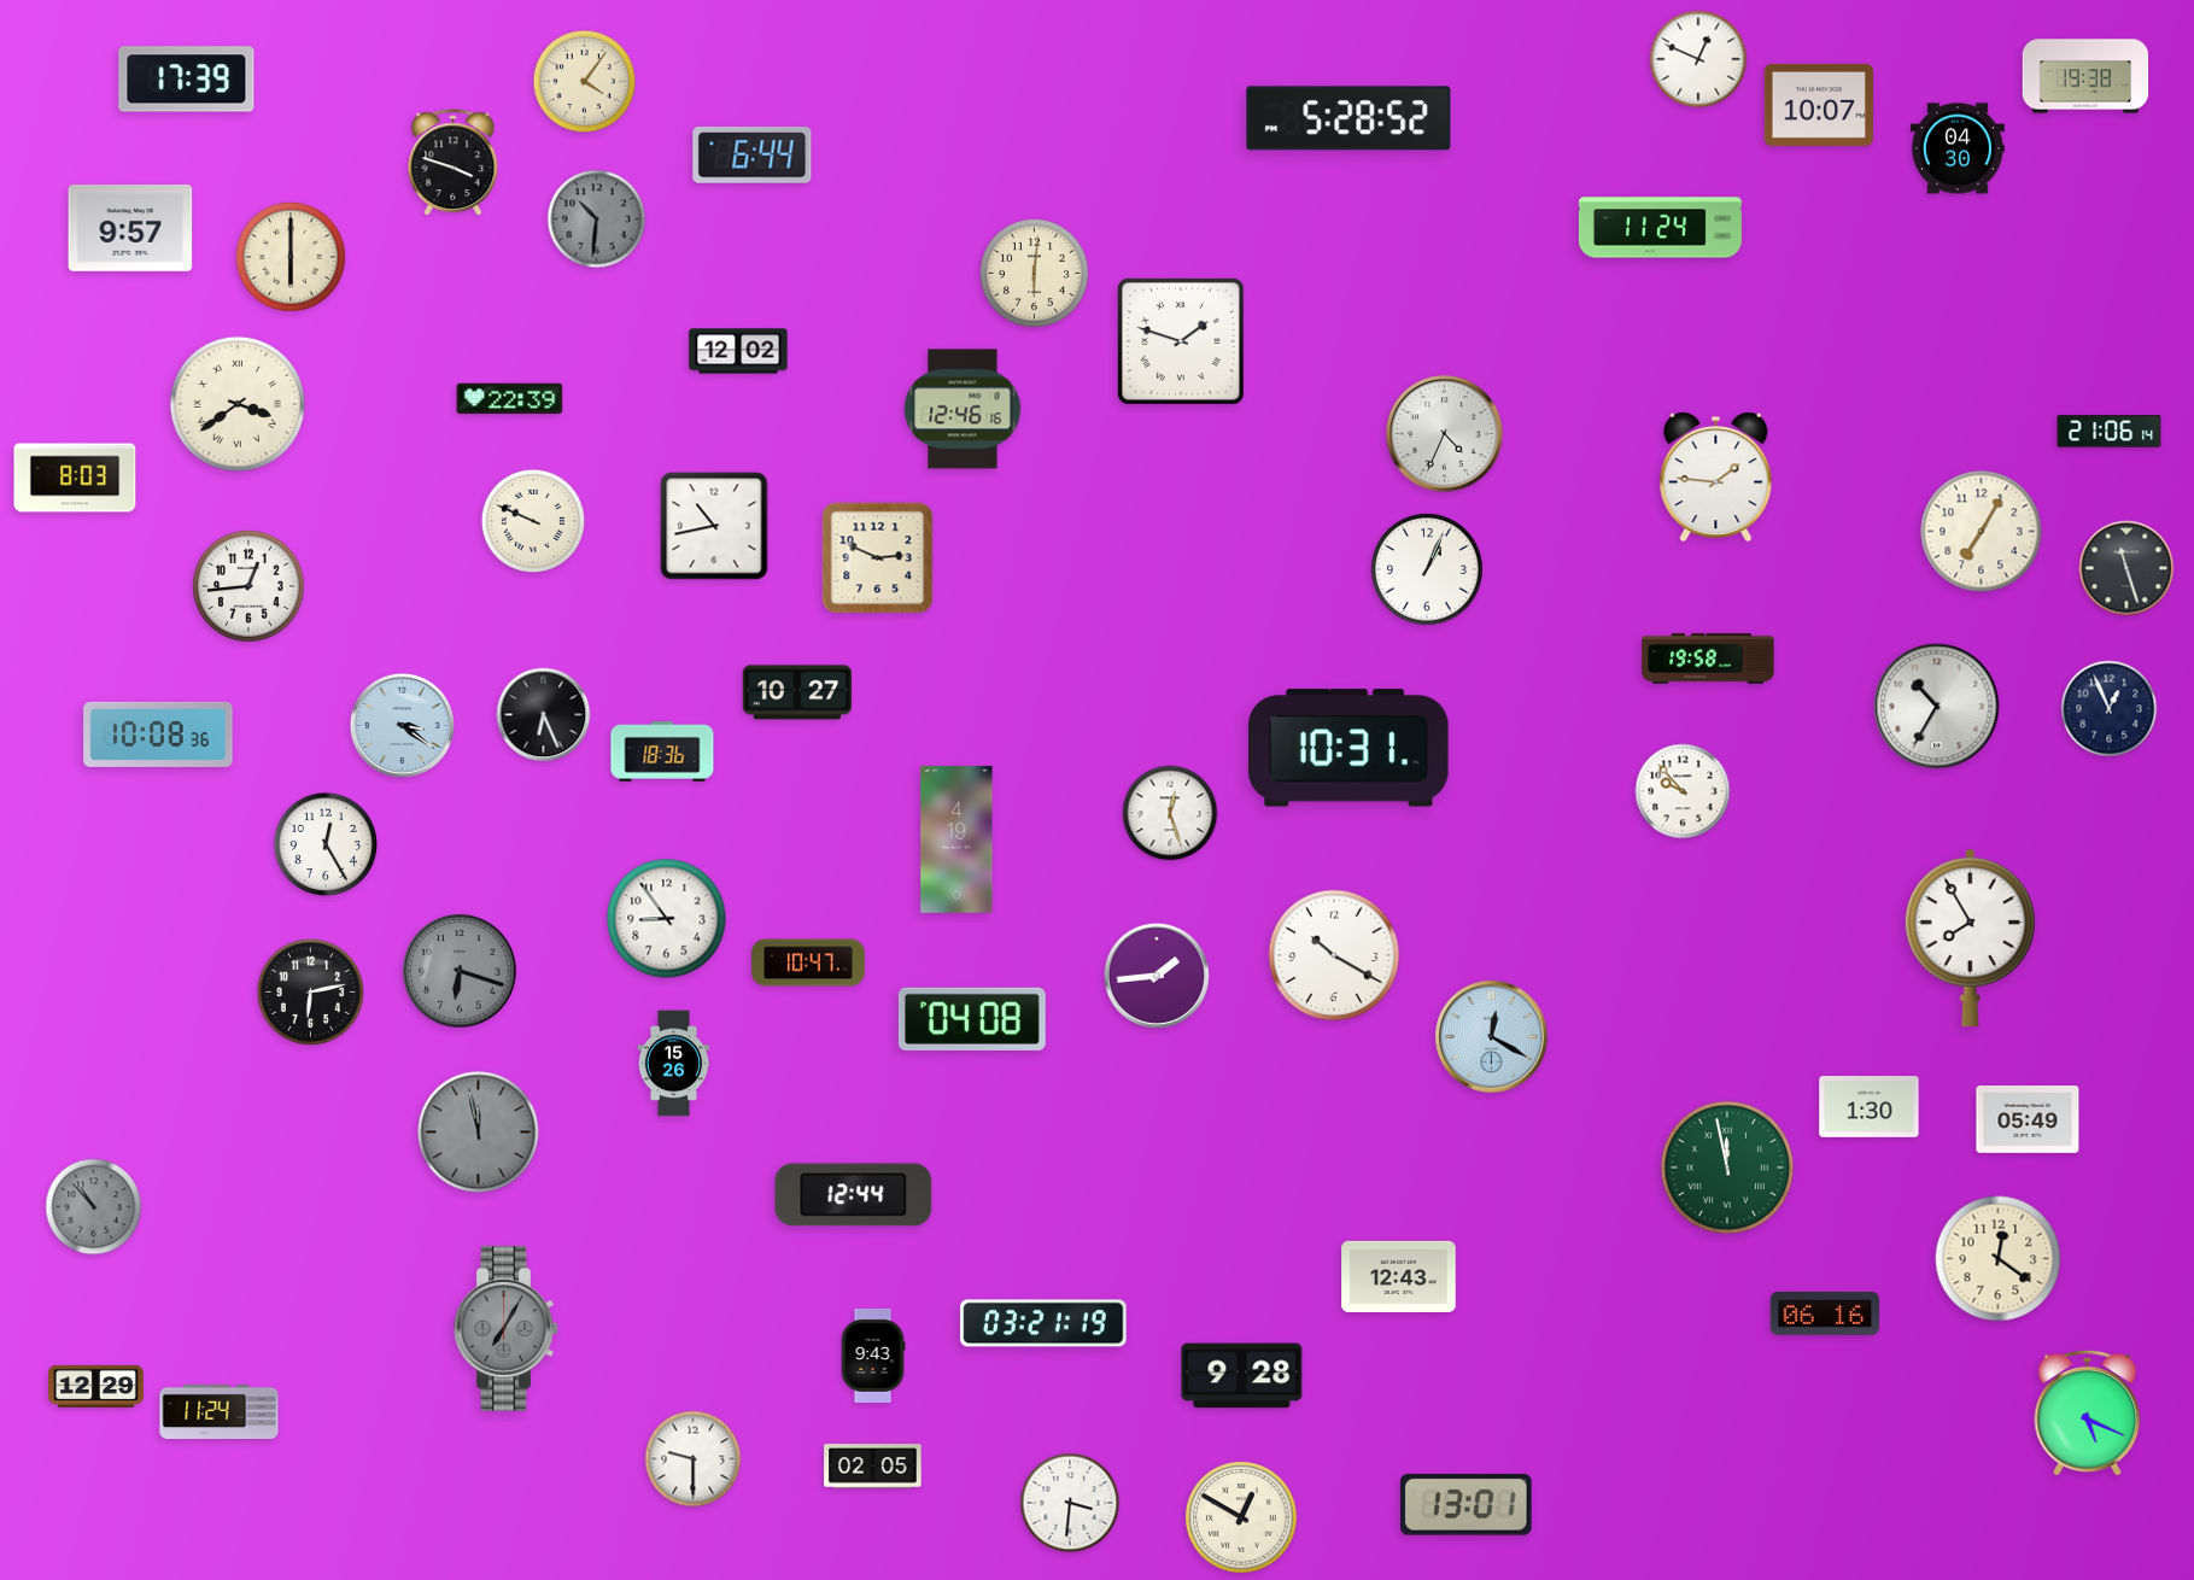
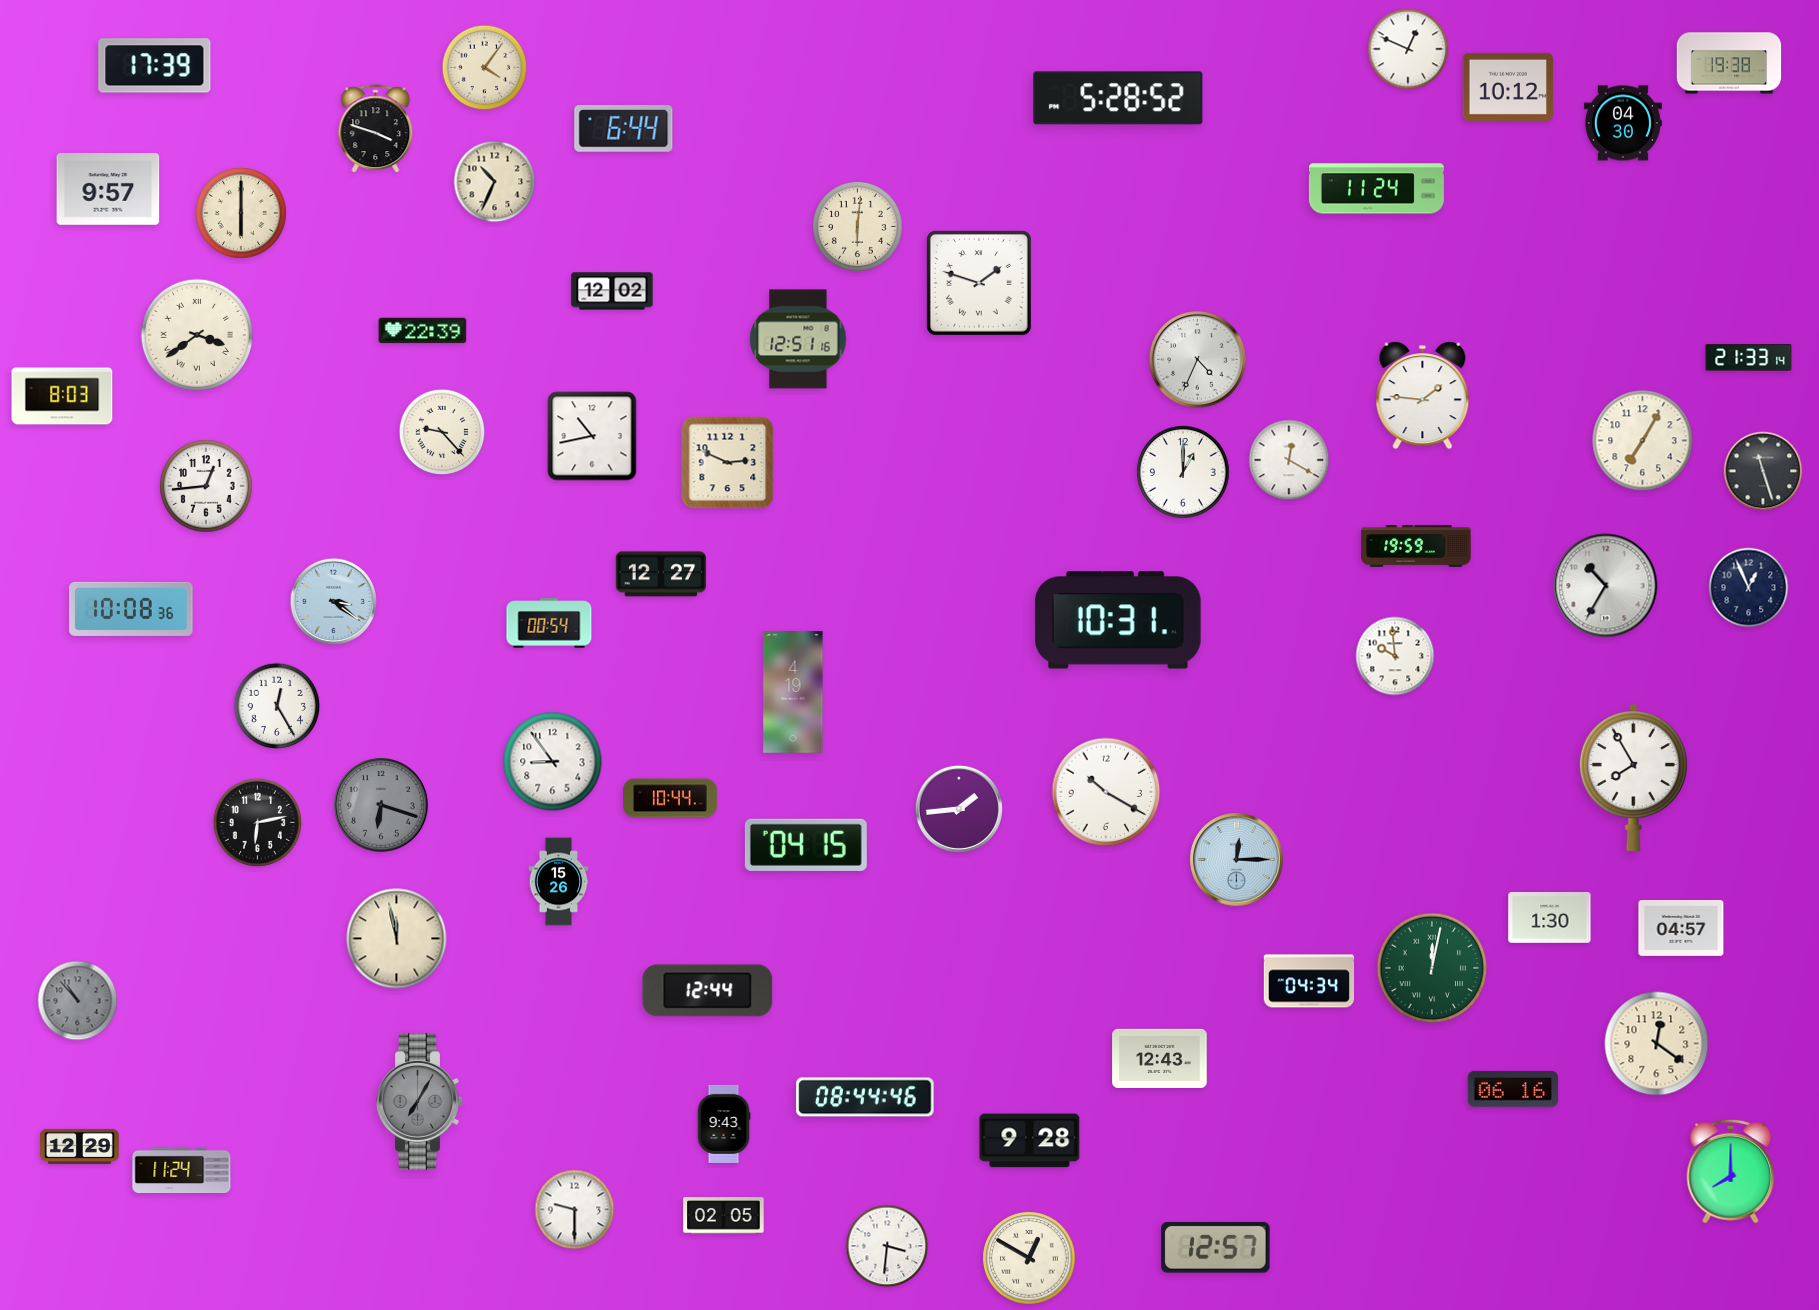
clock at (1819, 105): 10:07 -> 10:12
clock at (454, 163) position: (454, 163) -> (376, 129)
clock at (597, 220): 10:31 -> 10:34
clock at (597, 220) dial: grey -> cream
clock at (963, 409): 12:46 -> 12:51
clock at (2110, 432): 21:06 -> 21:33
clock at (533, 521): 9:49 -> 9:23
clock at (1289, 460): none -> 12:20
clock at (1427, 569): 1:04 -> 1:00
clock at (1708, 659): 19:58 -> 19:59
clock at (797, 692): 10:27 -> 12:27
clock at (544, 715): 6:26 -> none
clock at (662, 751): 18:36 -> 00:54
clock at (1683, 791): 9:53 -> 9:59
clock at (1170, 813): 12:27 -> none
clock at (956, 841) position: (956, 841) -> (793, 693)
clock at (326, 844) position: (326, 844) -> (277, 706)
clock at (808, 962): 10:47 -> 10:44
clock at (972, 1019): 04:08 -> 04:15
clock at (1492, 1037): 12:20 -> 12:15
clock at (2028, 1120): 05:49 -> 04:57
clock at (479, 1133) dial: grey -> cream
clock at (1727, 1168): 11:58 -> 12:02
clock at (1309, 981): none -> 04:34
clock at (1043, 1323): 03:21 -> 08:44
clock at (96, 1386) position: (96, 1386) -> (80, 1146)
clock at (2088, 1412): 5:19 -> 8:00
clock at (1467, 1505): 13:01 -> 12:57
